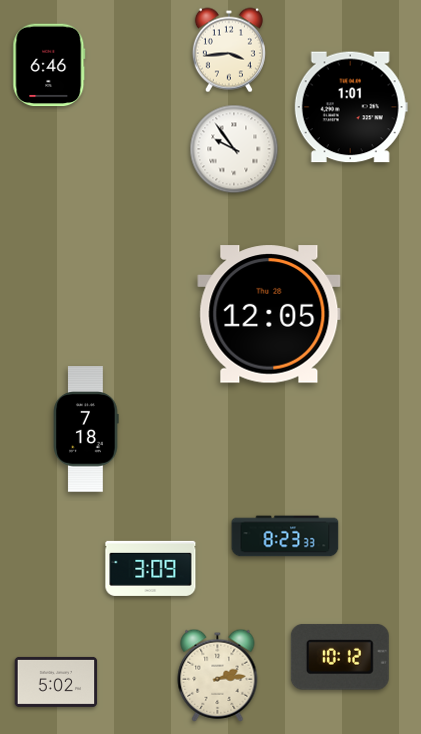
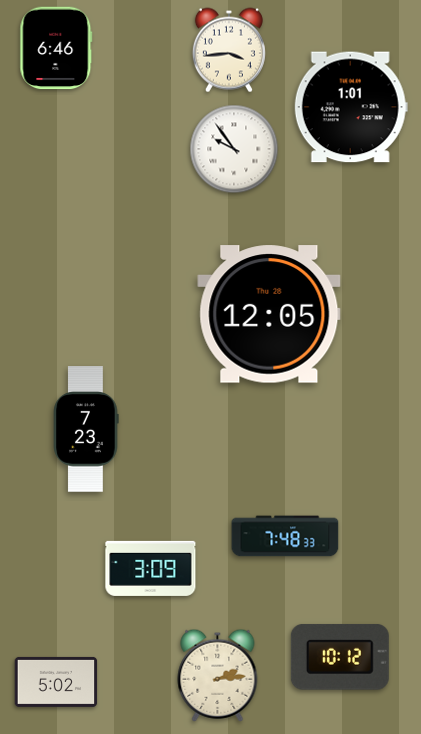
clock at (49, 65) position: (49, 65) -> (56, 48)
clock at (86, 429): 7:18 -> 7:23
clock at (285, 536): 8:23 -> 7:48
